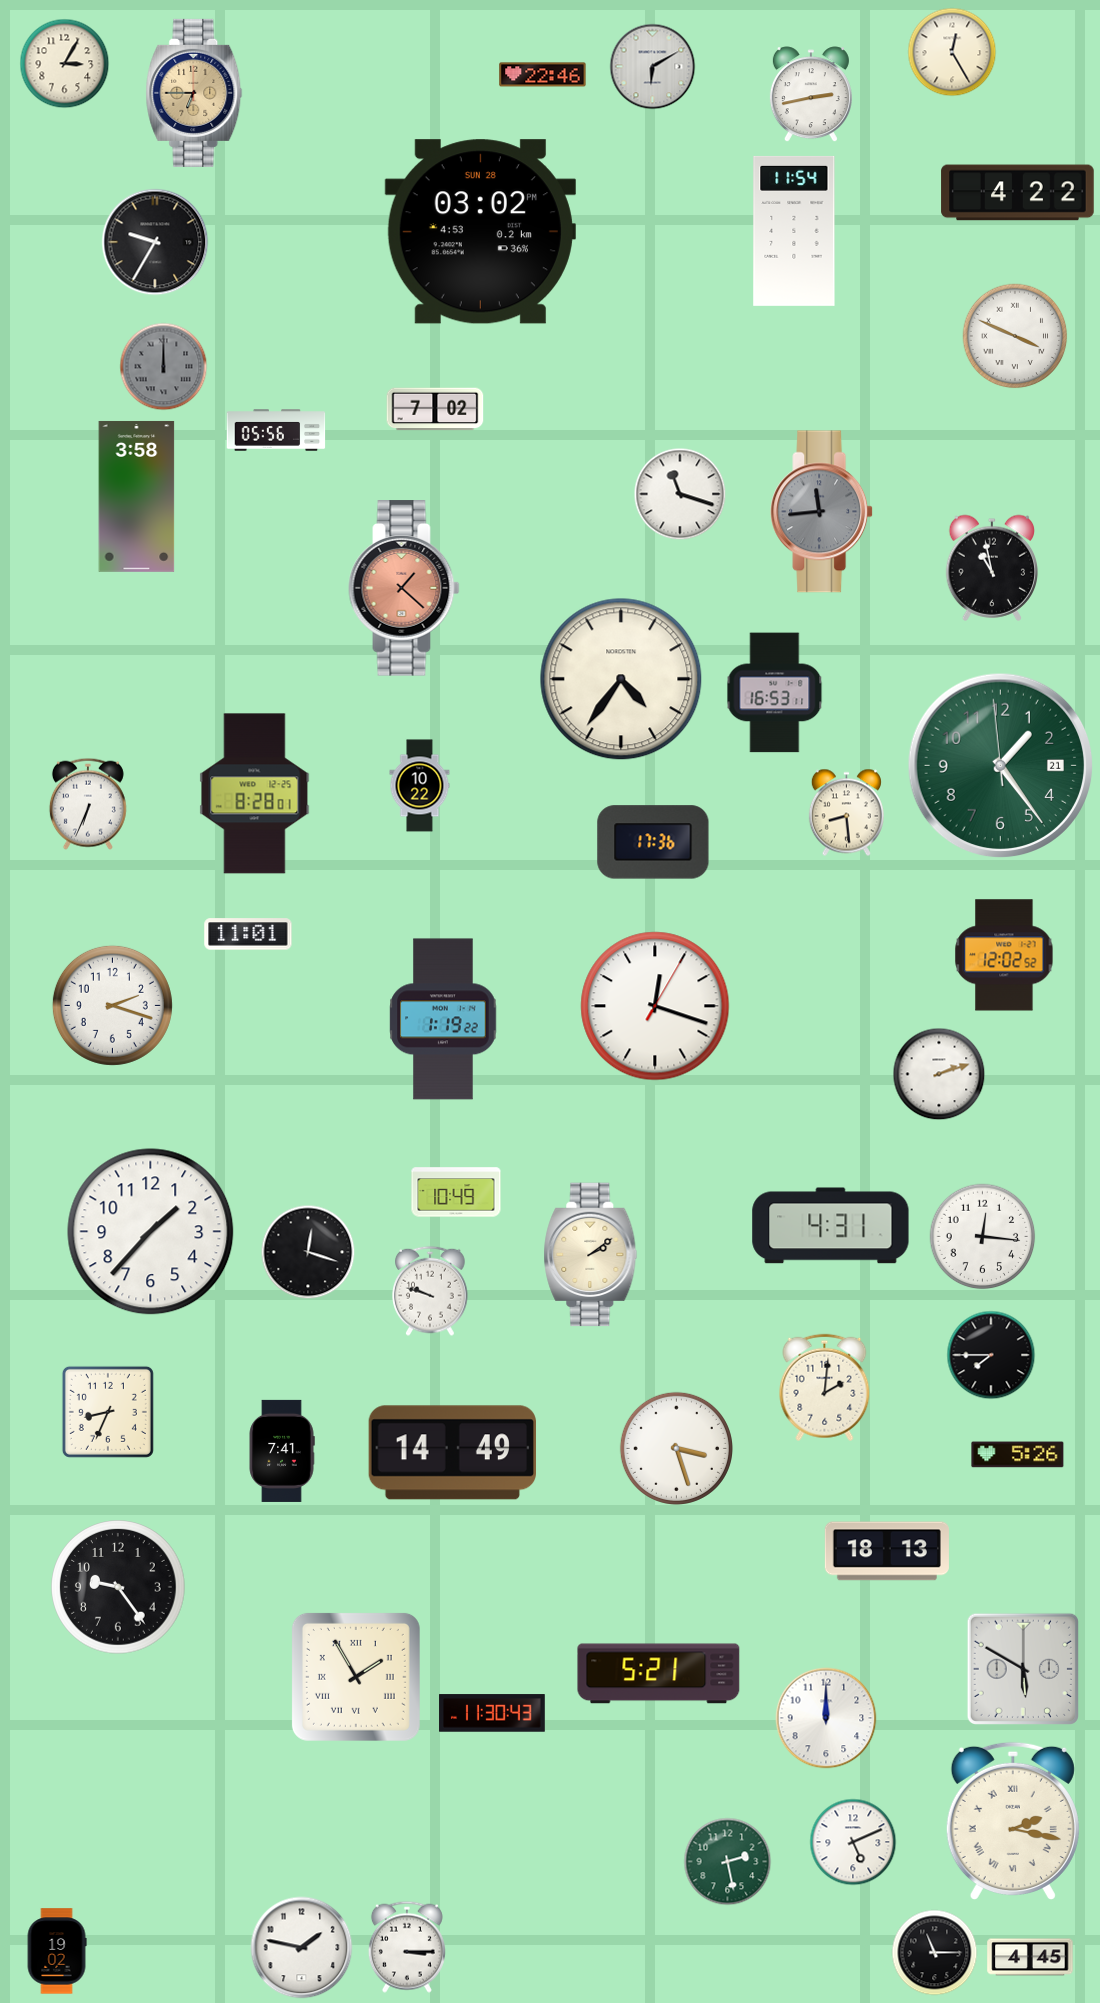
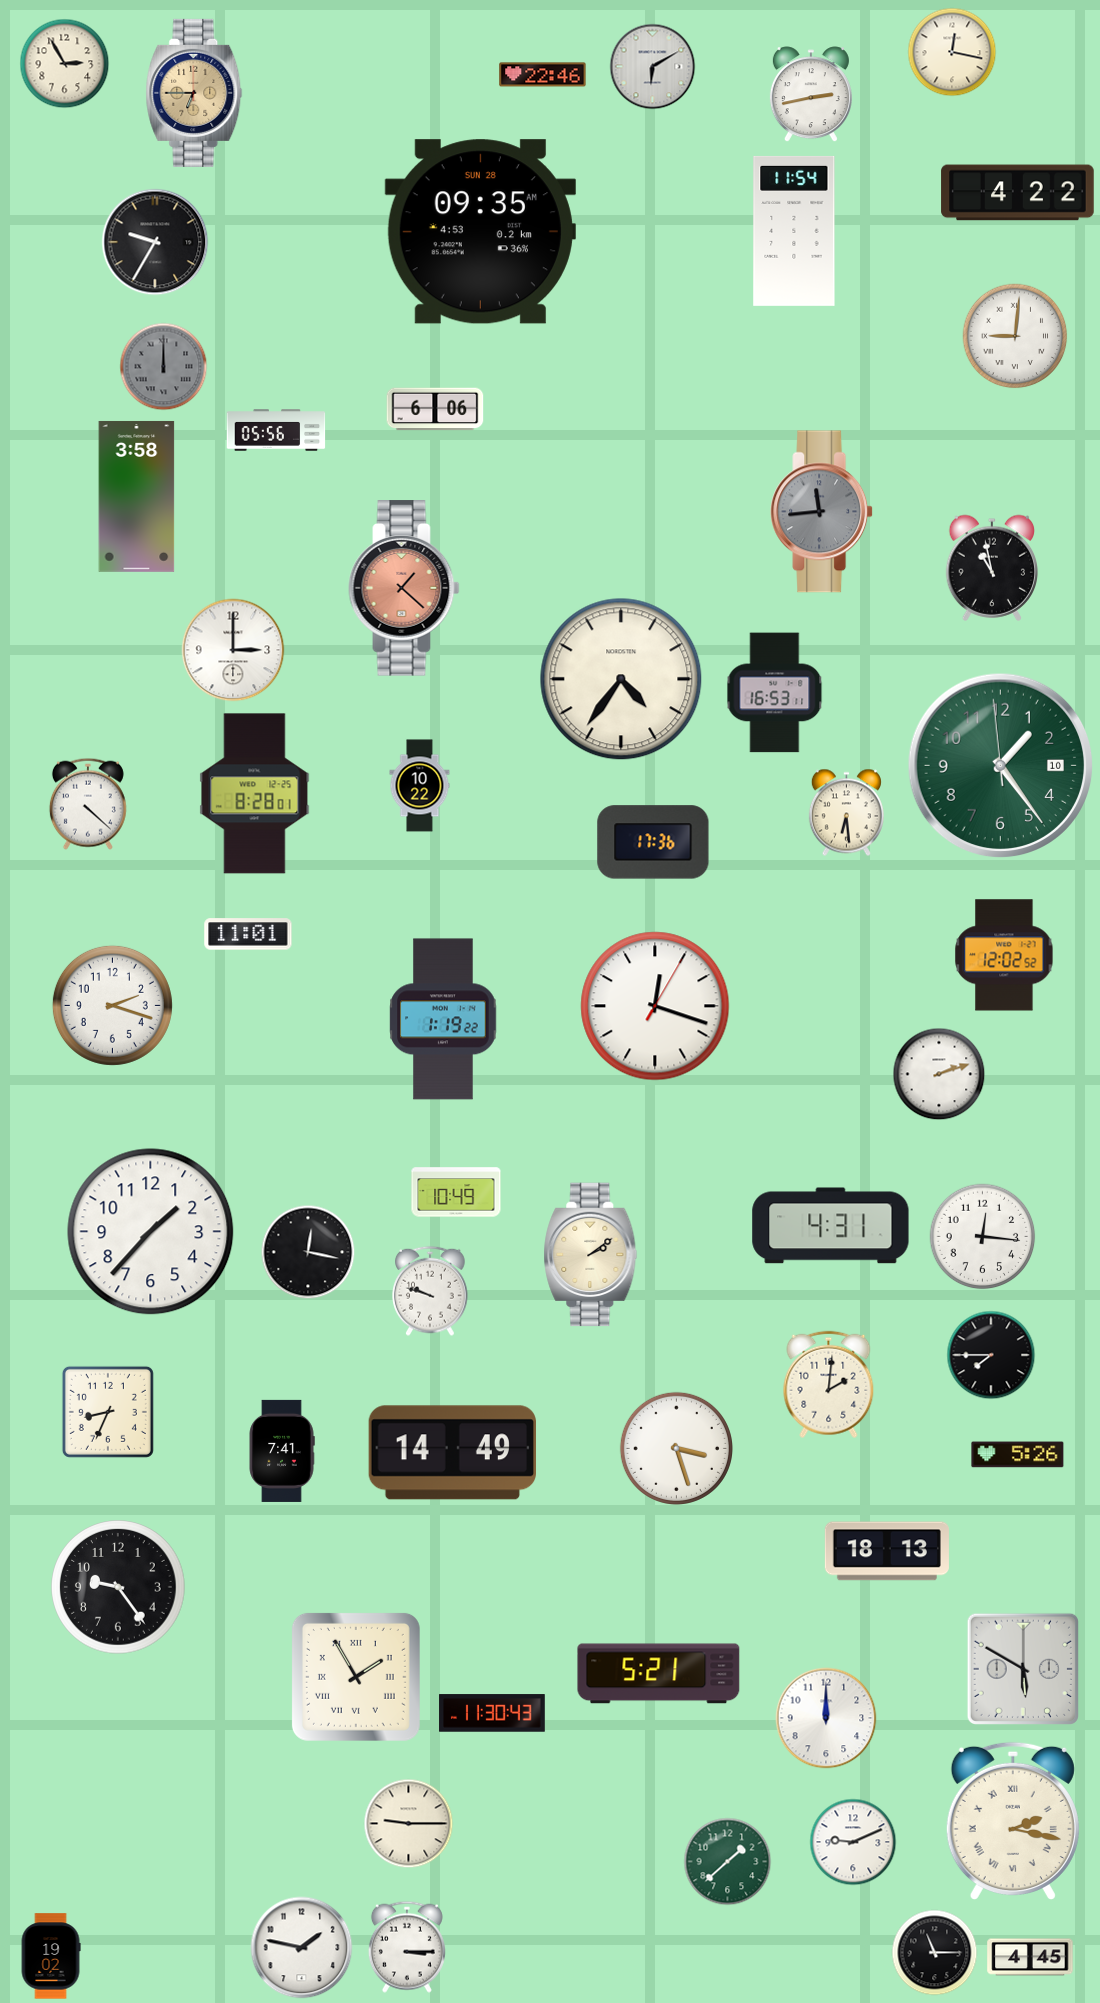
clock at (952, 52): 12:25 -> 12:17
clock at (65, 64): 3:05 -> 2:55
clock at (480, 232): 03:02 -> 09:35
clock at (1015, 336): 3:49 -> 9:01
clock at (435, 409): 7:02 -> 6:06
clock at (680, 494): 11:18 -> none
clock at (233, 650): none -> 3:00
clock at (1001, 766) date: 21 -> 10
clock at (88, 804): 6:34 -> 4:22
clock at (846, 813): 8:29 -> 6:29
clock at (308, 1252): 12:18 -> 12:17
clock at (825, 1388) position: (825, 1388) -> (829, 1385)
clock at (409, 1824): none -> 9:15
clock at (853, 1842): 5:11 -> 9:11
clock at (728, 1862): 2:28 -> 1:38
clock at (57, 1951) position: (57, 1951) -> (51, 1956)
